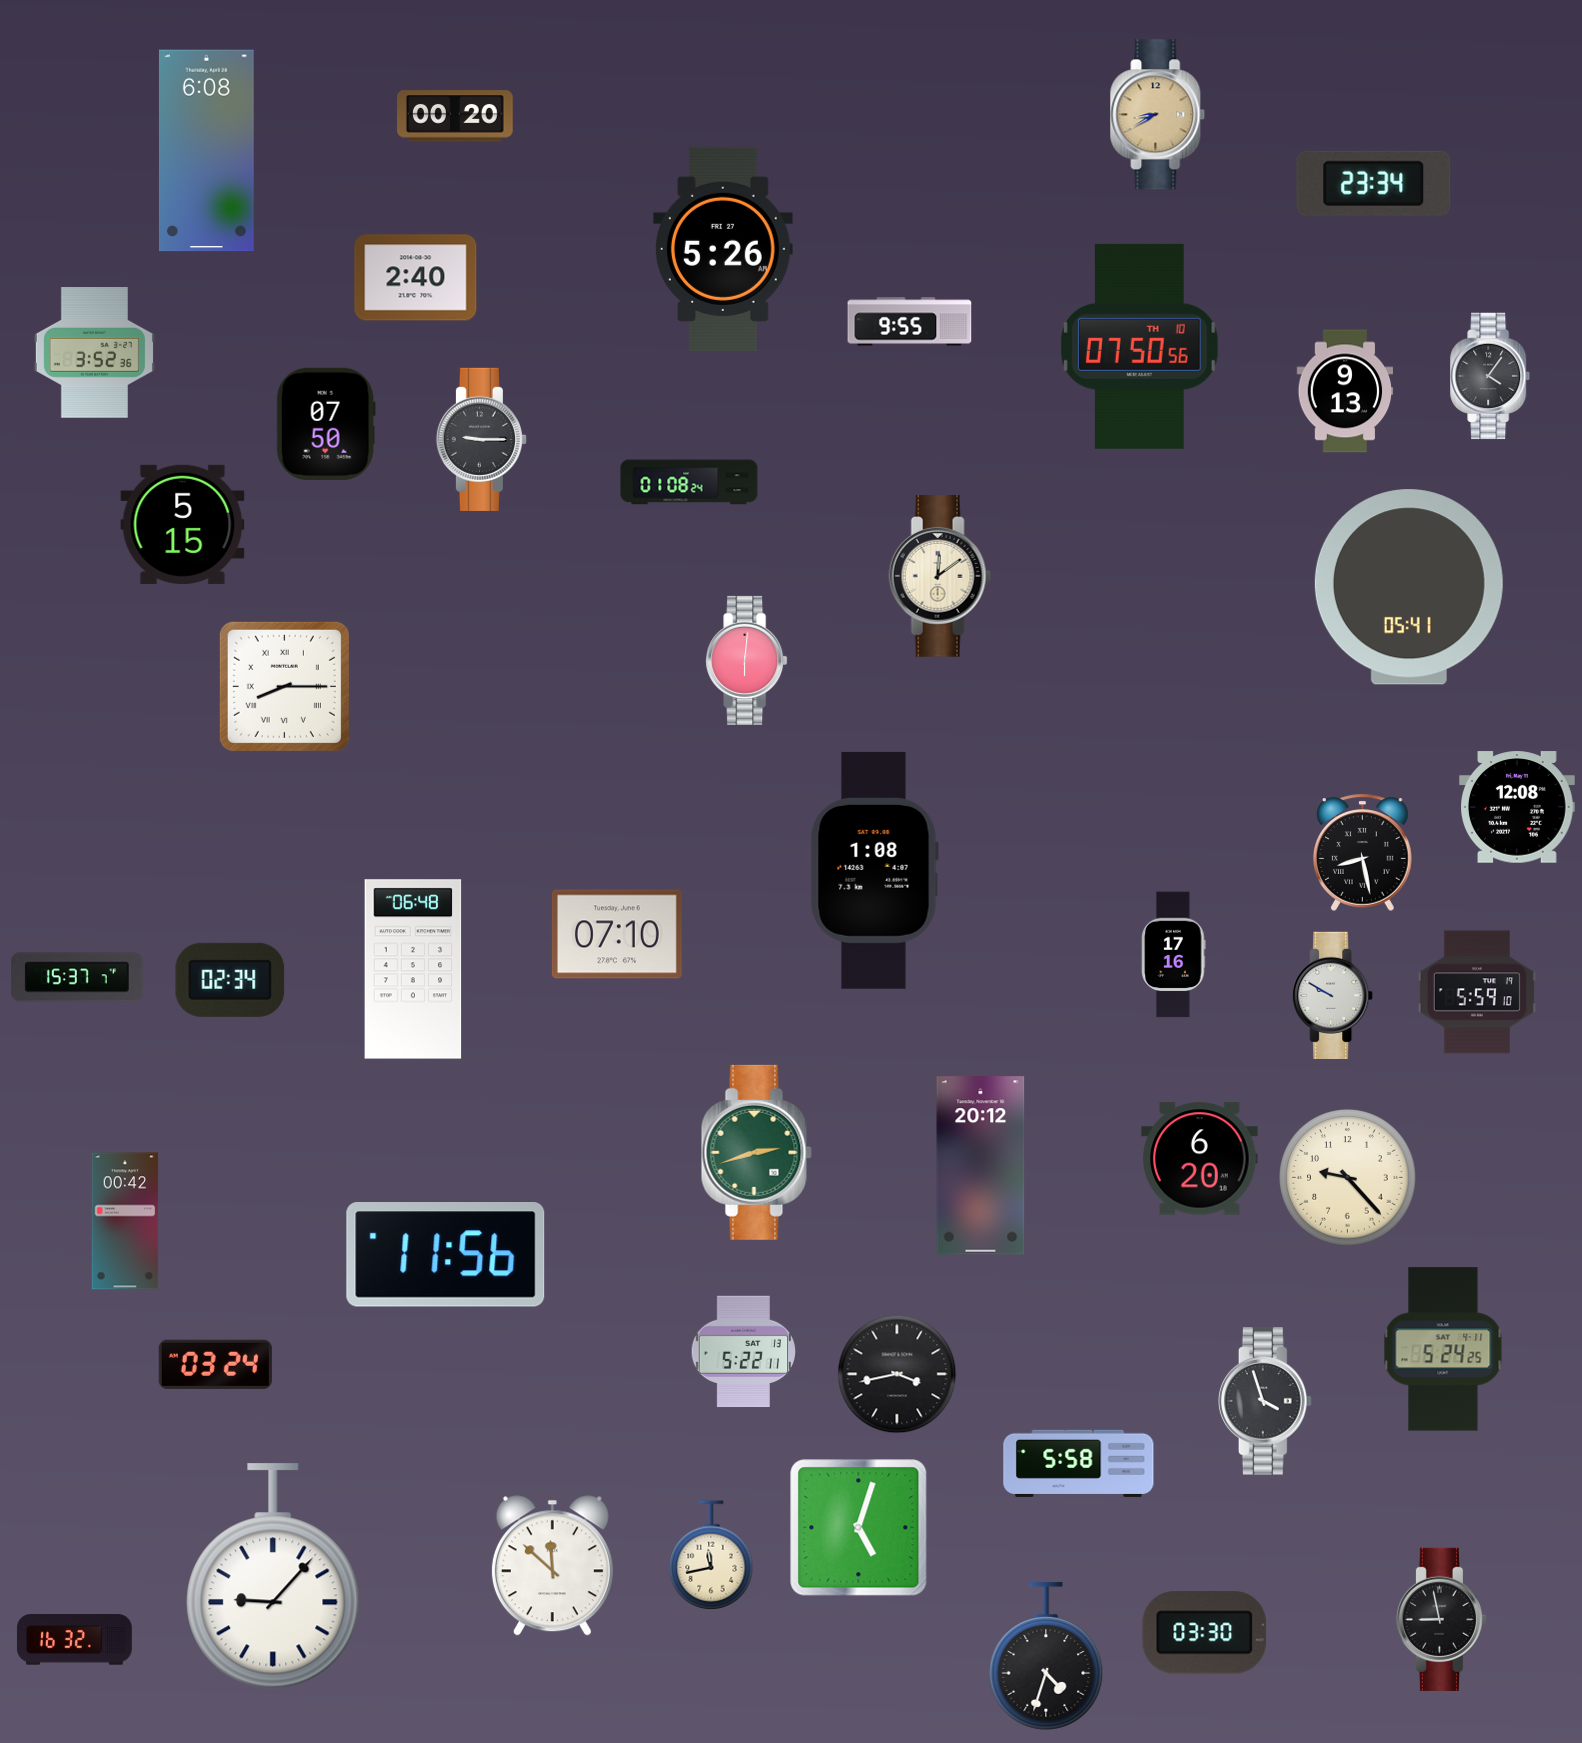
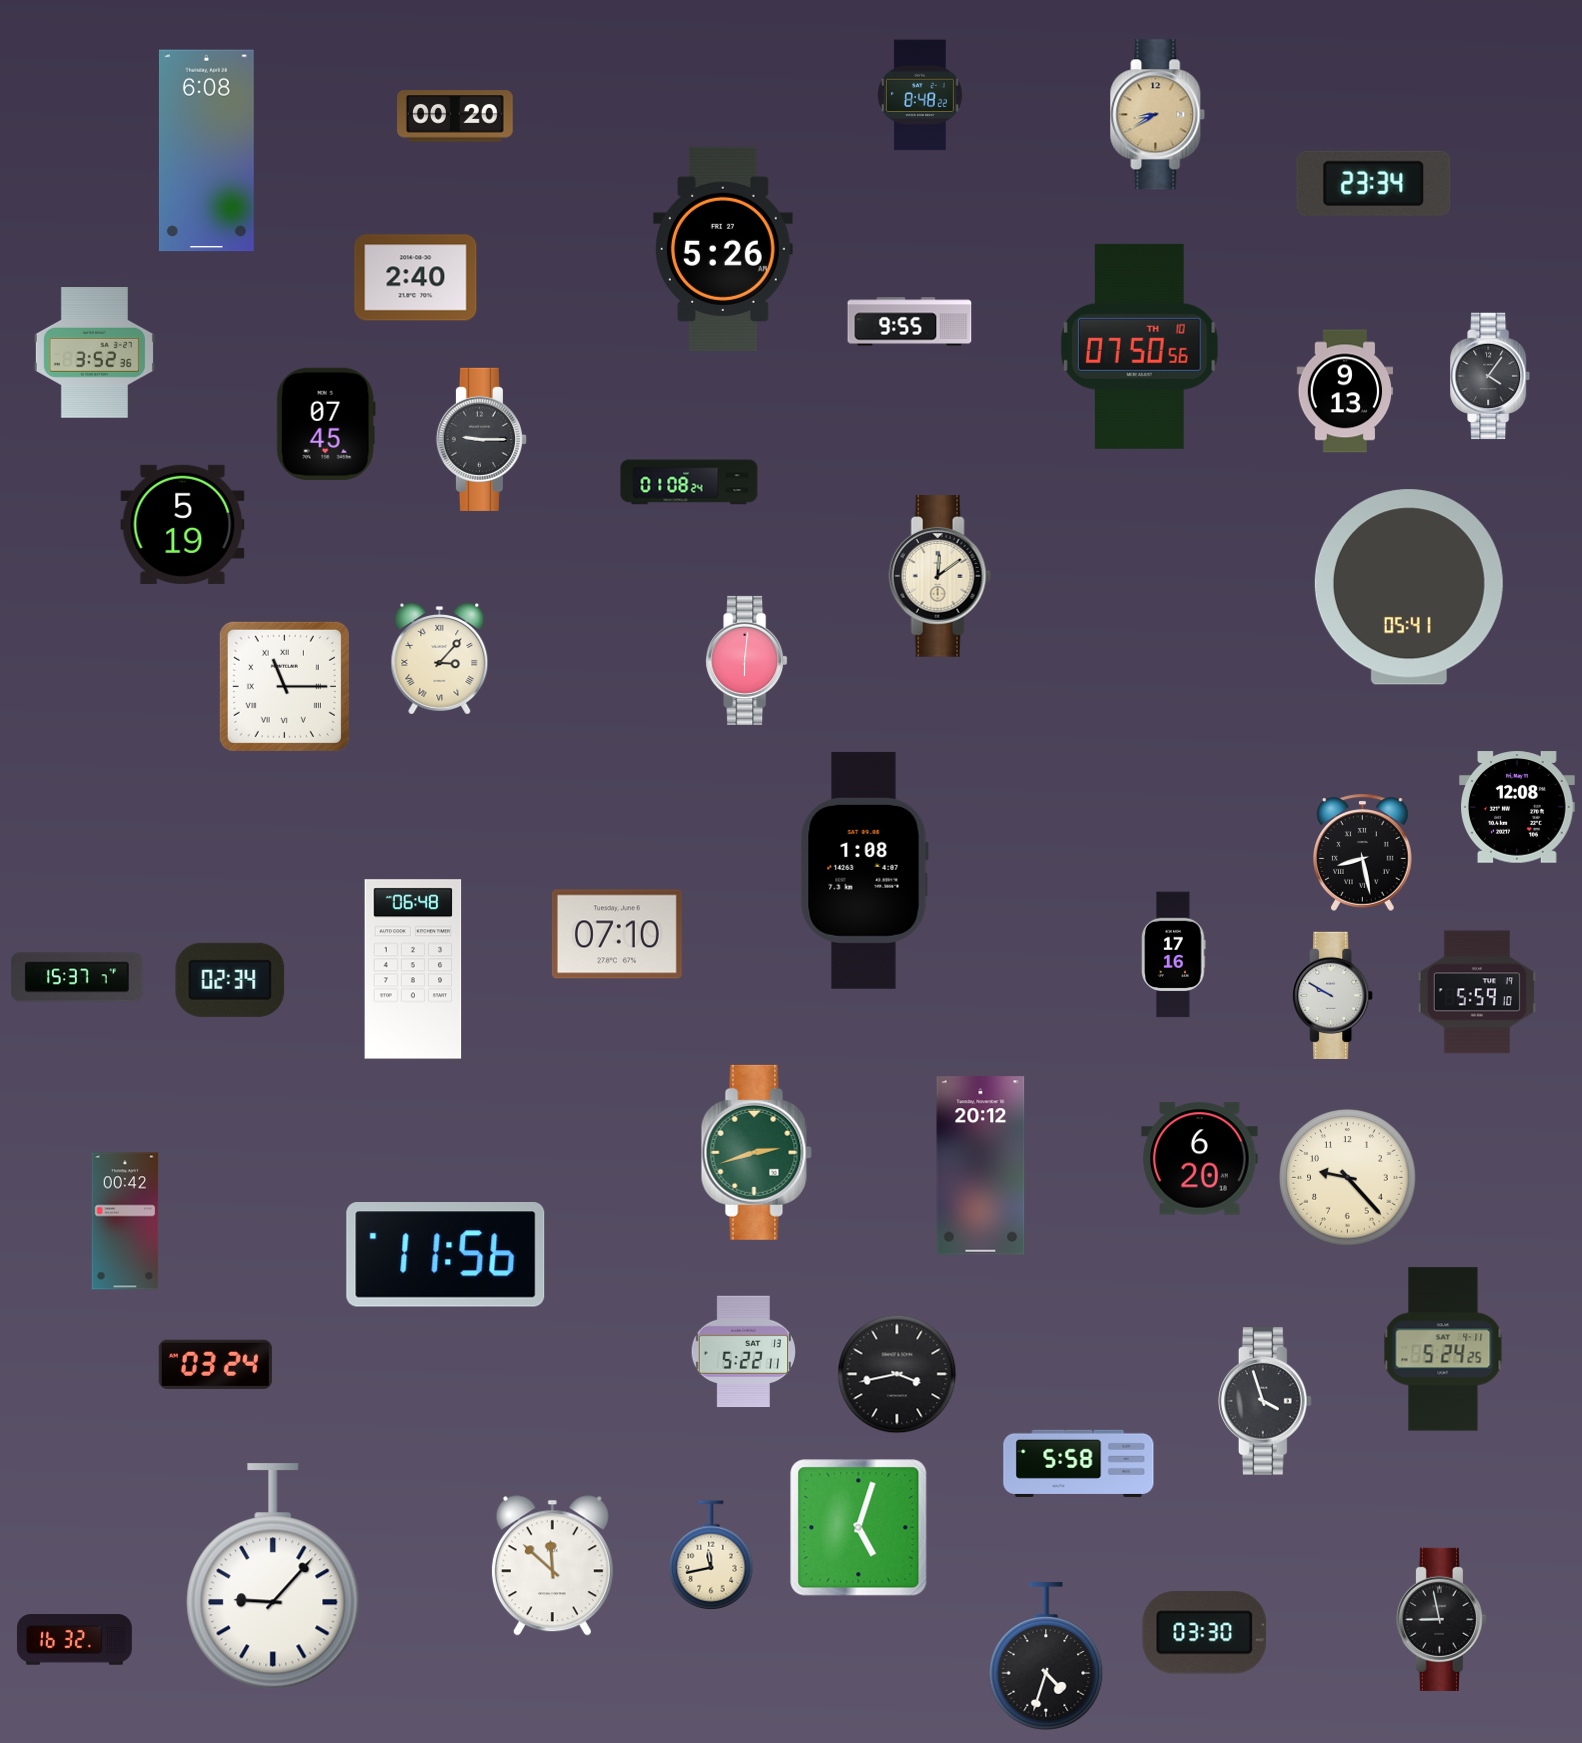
clock at (920, 95): none -> 8:48
clock at (326, 424): 07:50 -> 07:45
clock at (183, 524): 5:15 -> 5:19
clock at (440, 659): none -> 3:07
clock at (284, 686): 8:15 -> 11:15
clock at (874, 870) position: (874, 870) -> (864, 870)
